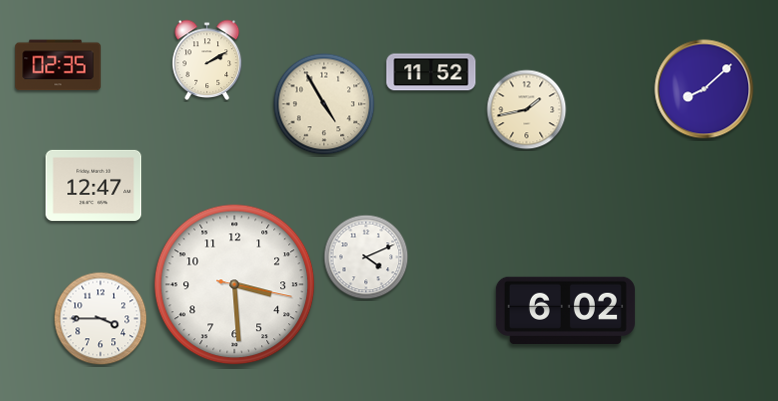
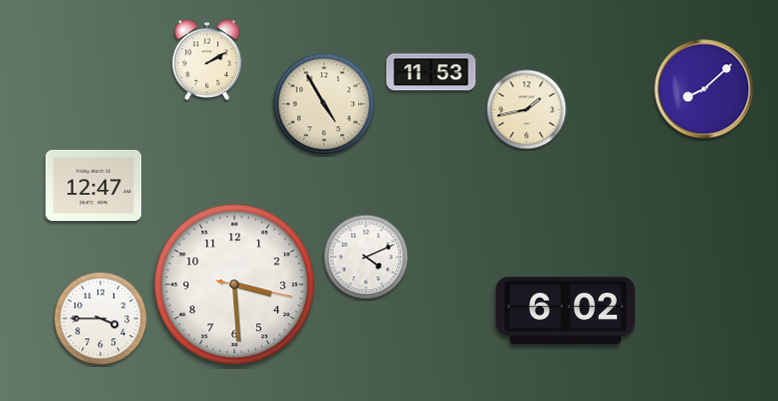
clock at (58, 65): 02:35 -> none
clock at (431, 72): 11:52 -> 11:53
